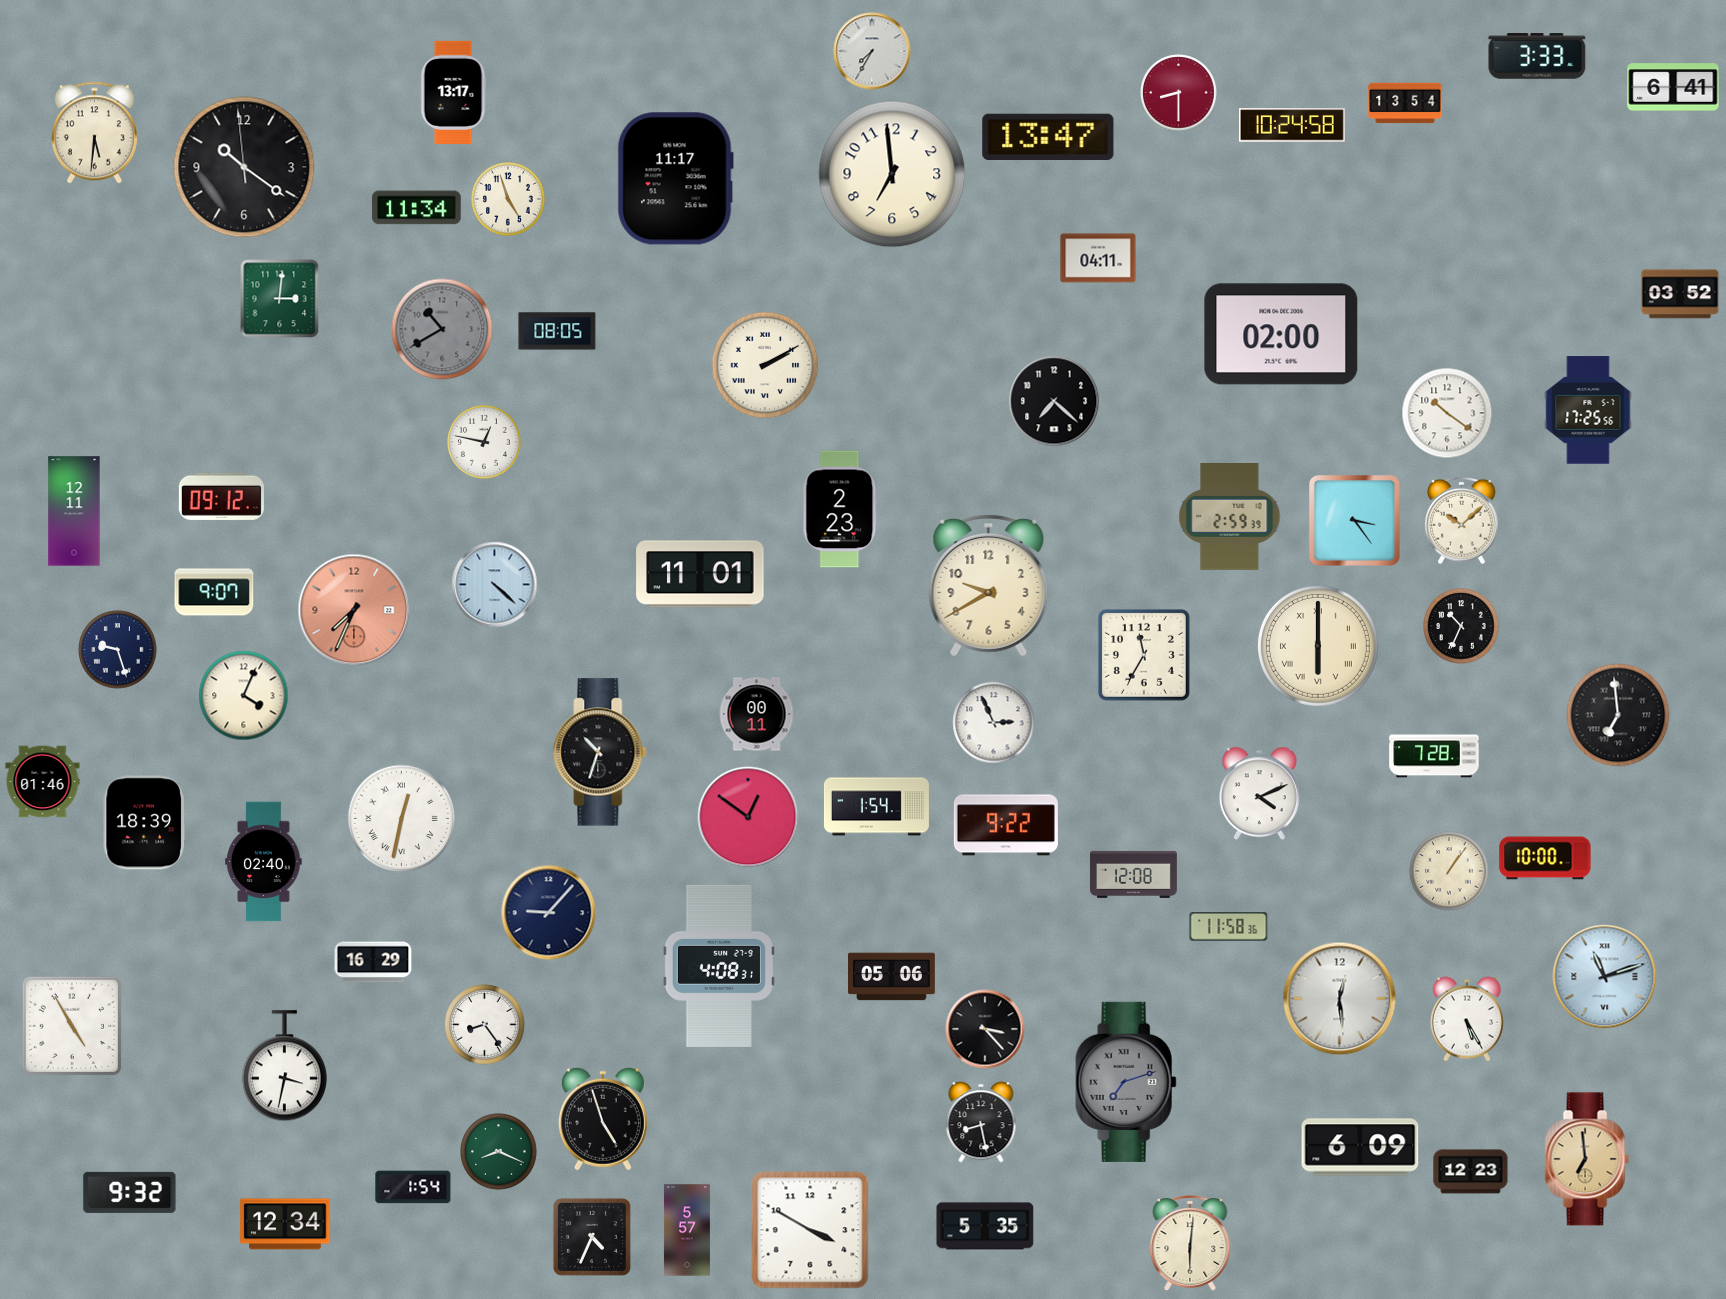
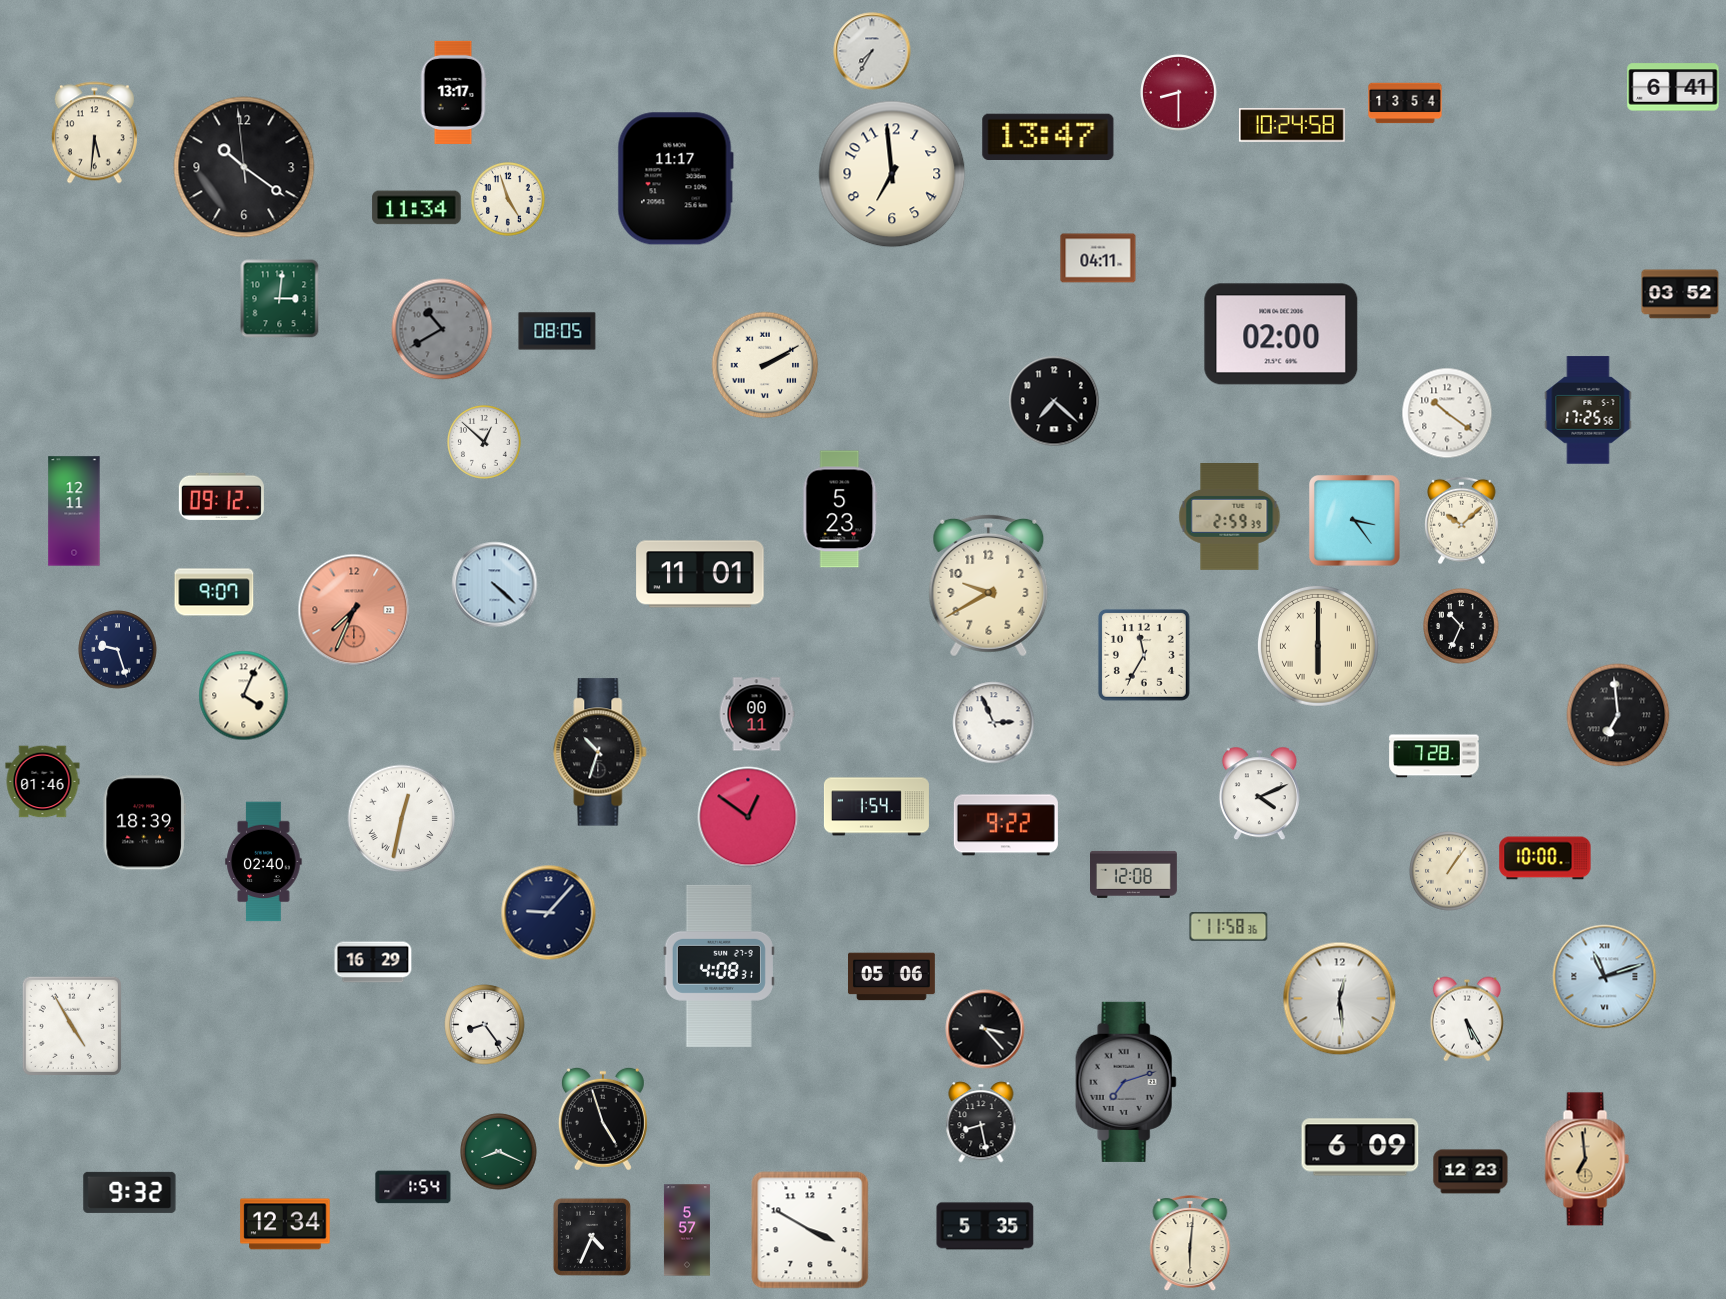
clock at (1537, 56): 3:33 -> none
clock at (485, 443): 12:47 -> 12:52
clock at (840, 509): 2:23 -> 5:23
clock at (284, 1066): 3:32 -> none
